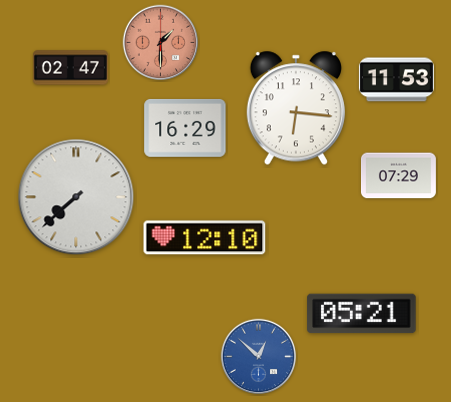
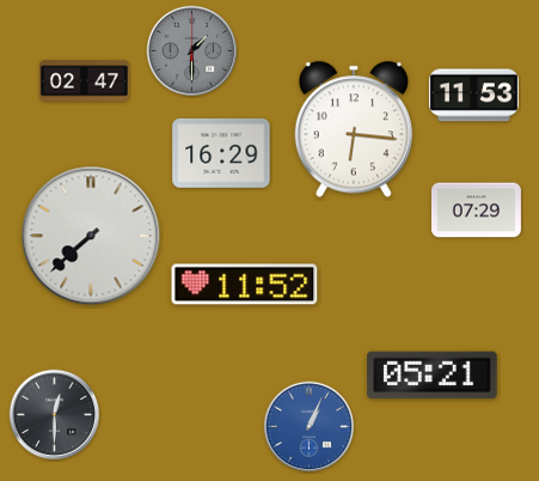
clock at (161, 43) dial: salmon -> grey
clock at (205, 238): 12:10 -> 11:52
clock at (55, 415): none -> 12:30
clock at (259, 357): 12:52 -> 1:04
